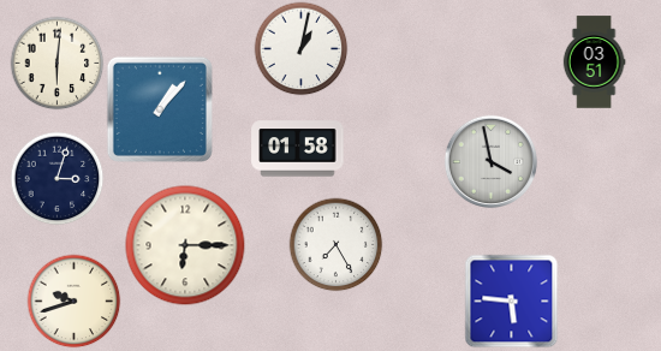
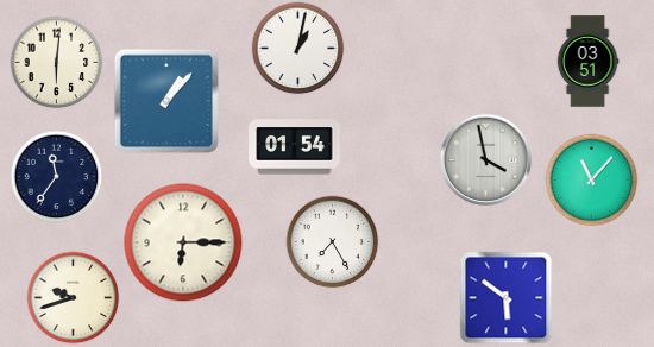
clock at (160, 109) position: (160, 109) -> (166, 101)
clock at (298, 149): 01:58 -> 01:54
clock at (56, 178): 3:03 -> 11:36
clock at (591, 179): none -> 11:07
clock at (511, 301): 5:46 -> 5:51
